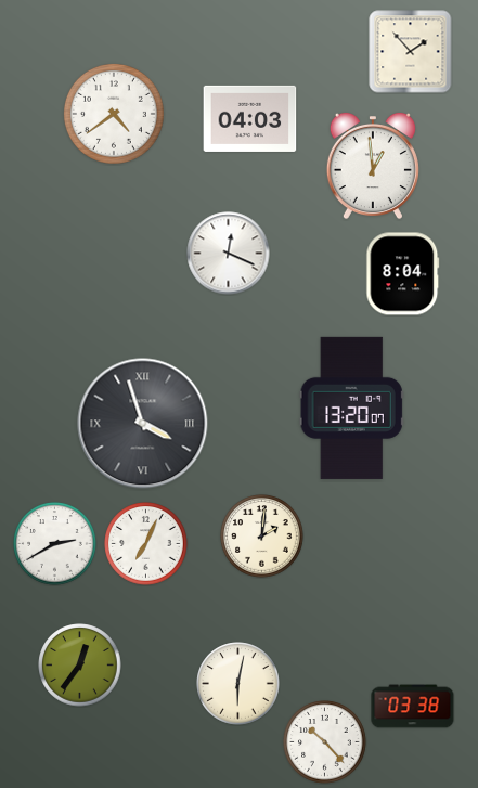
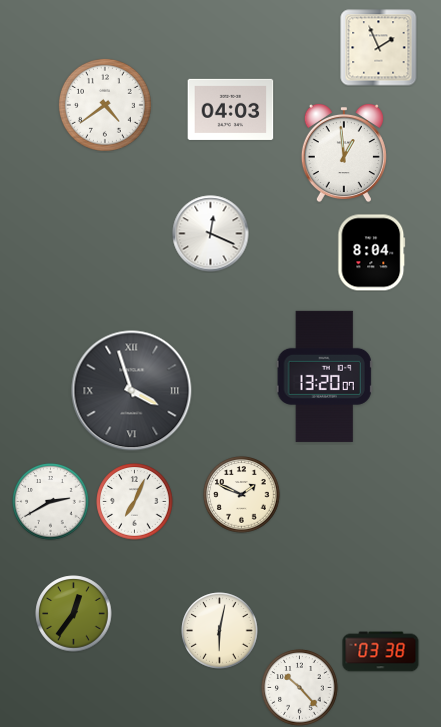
clock at (411, 52): 1:53 -> 1:56
clock at (262, 537): 2:01 -> 1:49
clock at (325, 742) position: (325, 742) -> (300, 688)
